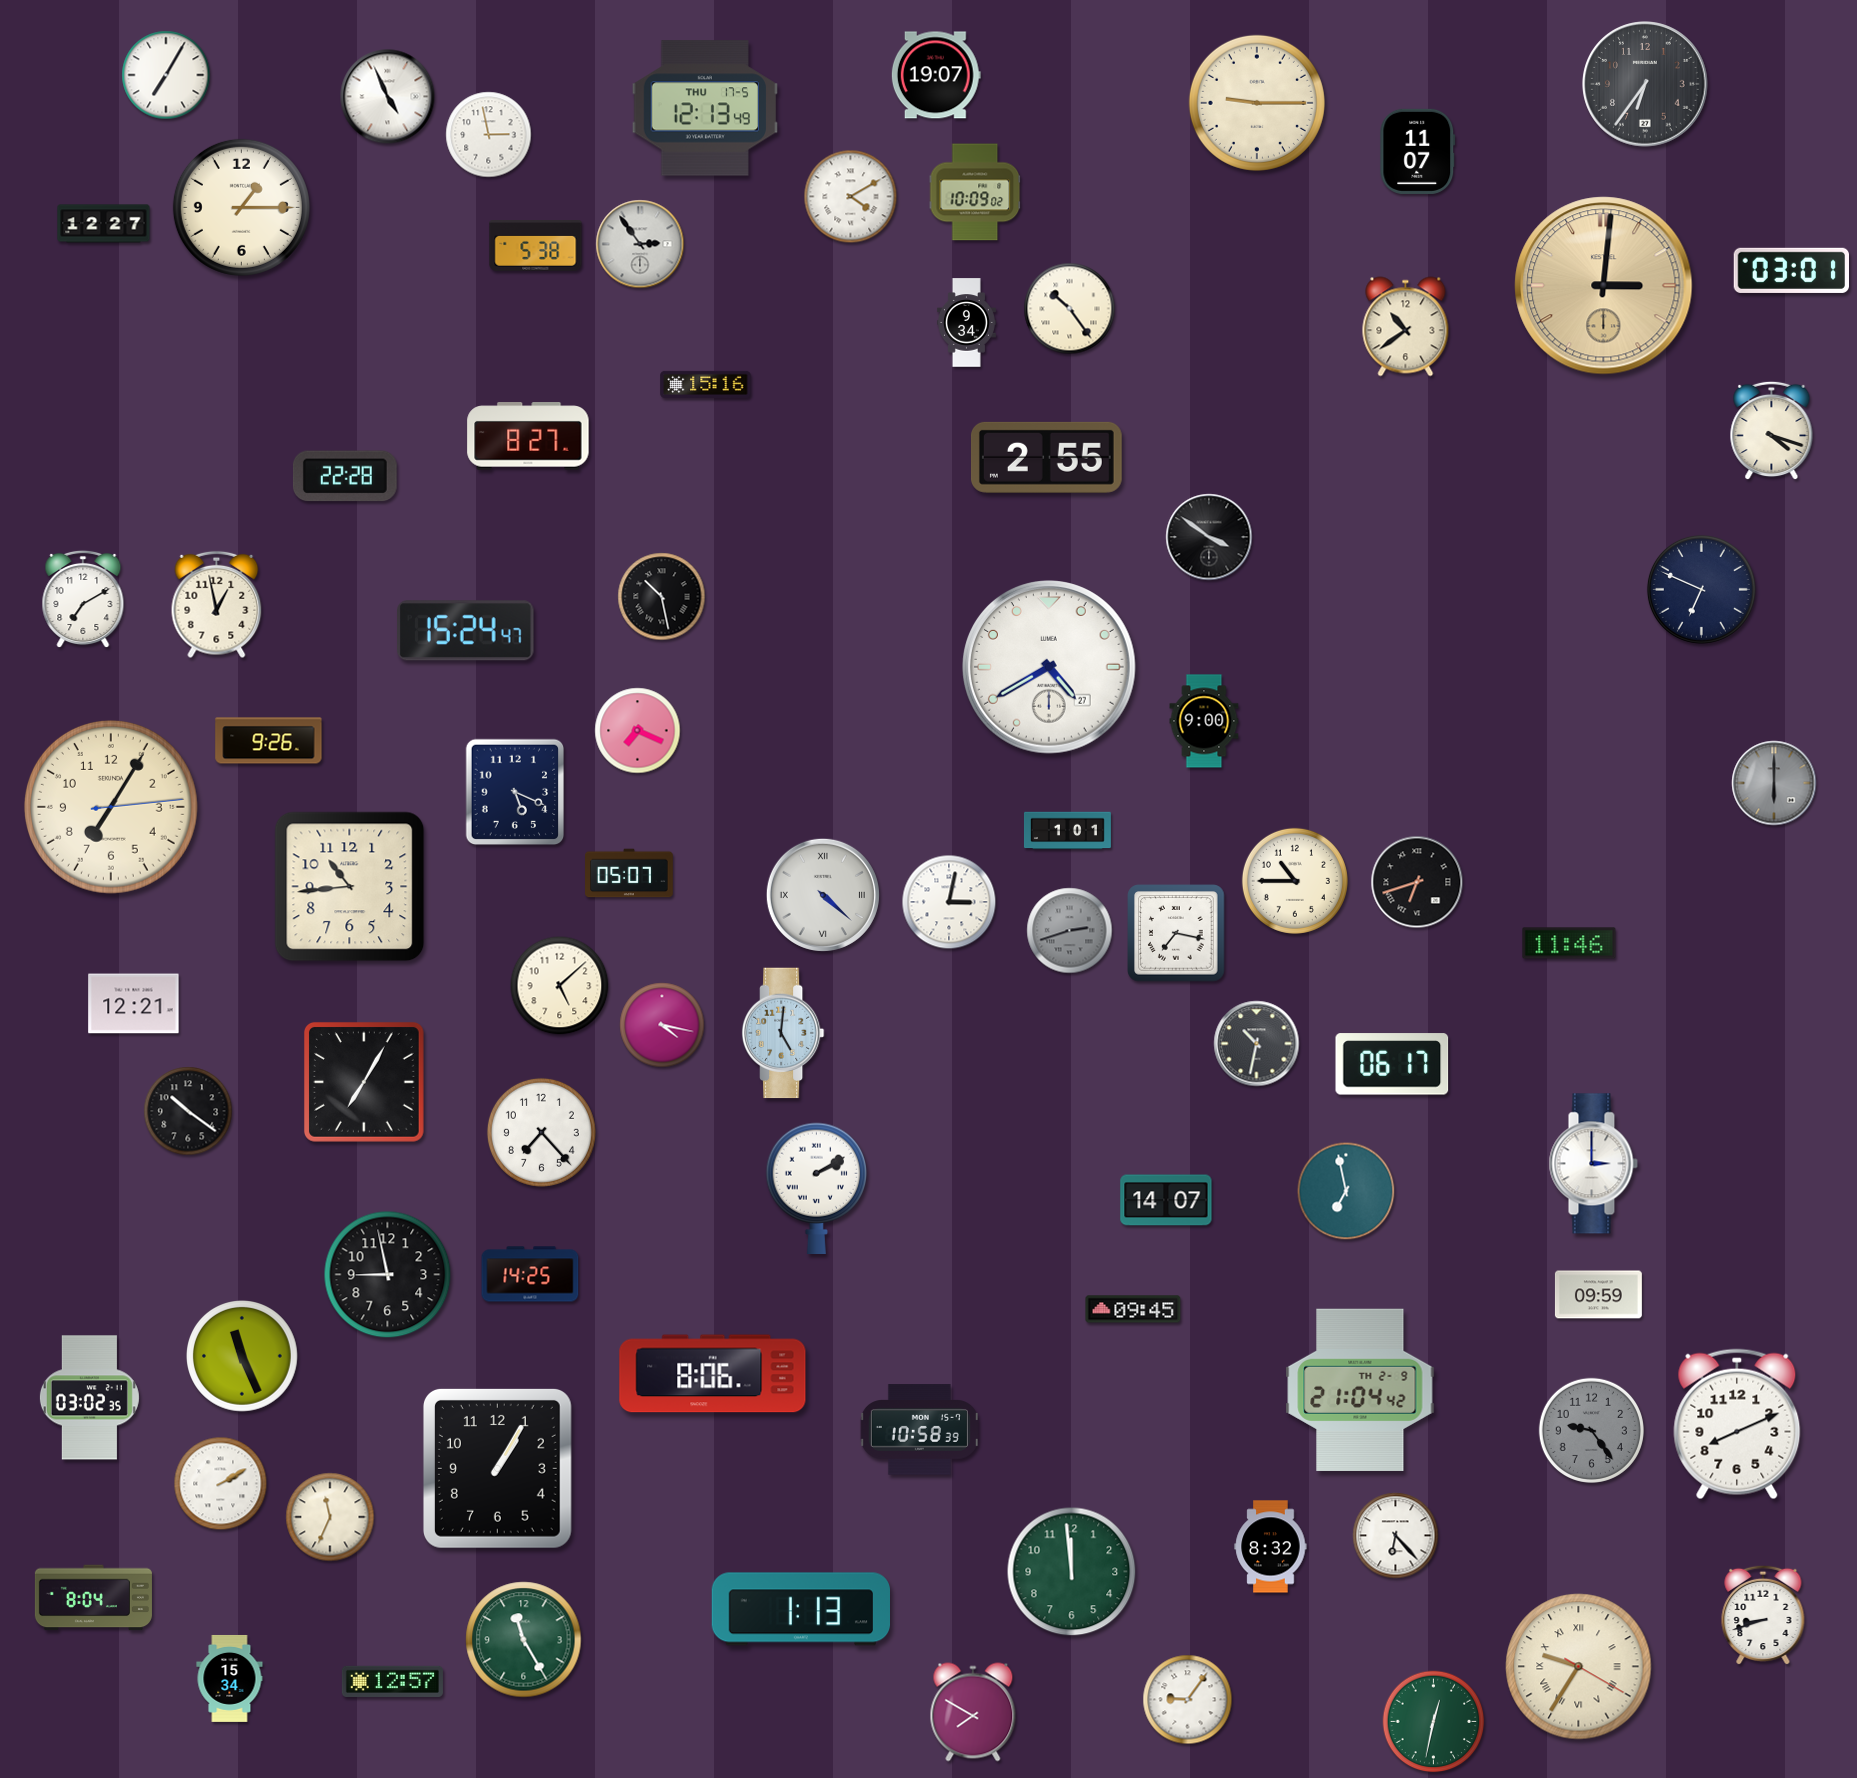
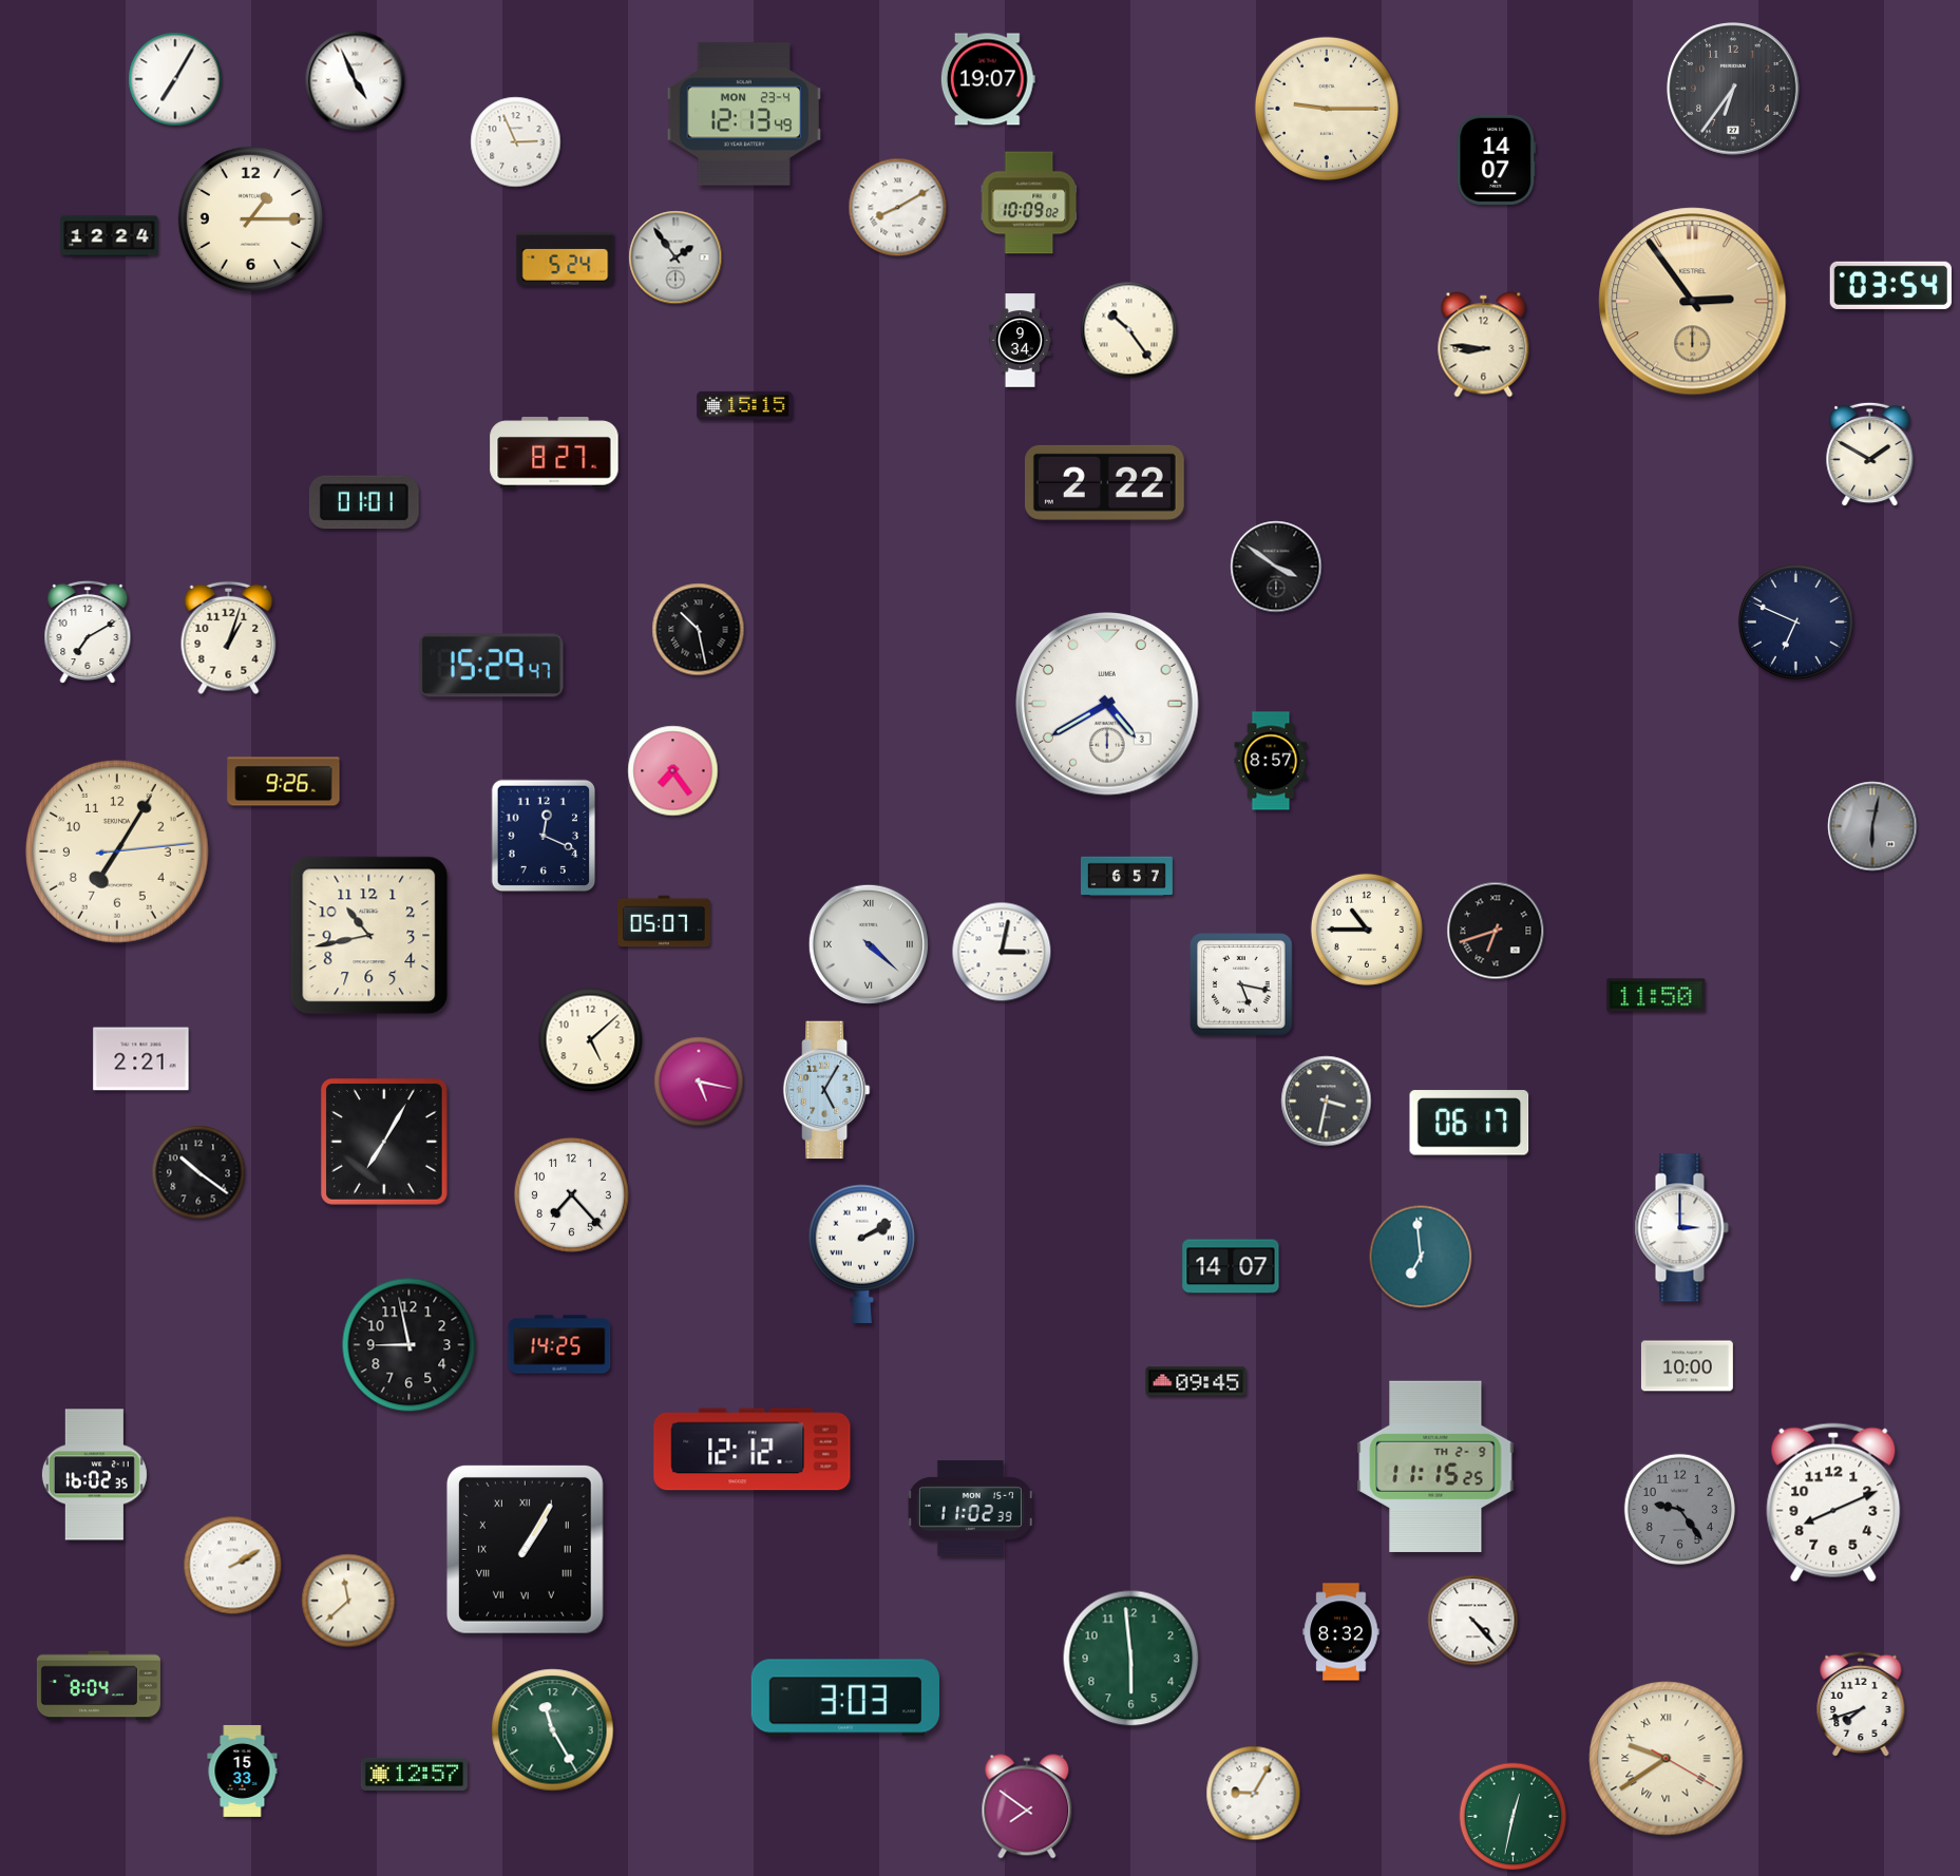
clock at (1645, 84) position: (1645, 84) -> (1733, 89)
clock at (388, 97) position: (388, 97) -> (356, 81)
clock at (704, 108) date: THU 17-5 -> MON 23-4
clock at (489, 135): 2:58 -> 2:56
clock at (1418, 151): 11:07 -> 14:07
clock at (851, 197): 4:10 -> 8:10
clock at (241, 207) position: (241, 207) -> (250, 218)
clock at (104, 224): 12:27 -> 12:24
clock at (640, 244): 2:54 -> 1:54
clock at (536, 246): 5:38 -> 5:24
clock at (1791, 270): 03:01 -> 03:54
clock at (1604, 286): 3:01 -> 2:54
clock at (1070, 309) position: (1070, 309) -> (1129, 330)
clock at (1406, 327): 10:39 -> 8:46
clock at (706, 384): 15:16 -> 15:15
clock at (1772, 431): 4:18 -> 1:50
clock at (528, 436) position: (528, 436) -> (554, 453)
clock at (1046, 457): 2:55 -> 2:22
clock at (345, 476): 22:28 -> 01:01
clock at (217, 605): 12:58 -> 1:03
clock at (466, 631): 15:24 -> 15:29
clock at (1050, 668) date: 27 -> 3
clock at (1204, 721): 9:00 -> 8:57
clock at (638, 731): 7:19 -> 7:24
clock at (1774, 783): 6:00 -> 6:02
clock at (515, 792): 5:19 -> 12:19
clock at (1067, 831): 1:01 -> 6:57
clock at (350, 887): 10:44 -> 10:43
clock at (1070, 931): 2:42 -> none
clock at (1176, 933): 7:17 -> 5:17
clock at (1569, 943): 11:46 -> 11:50
clock at (134, 1004): 12:21 -> 2:21
clock at (662, 1025): 4:17 -> 5:17
clock at (783, 1033): 5:01 -> 5:05
clock at (1257, 1044): 10:32 -> 3:32
clock at (1346, 1191): 6:58 -> 6:59
clock at (1598, 1295): 09:59 -> 10:00
clock at (243, 1357): 11:26 -> none
clock at (713, 1374): 8:06 -> 12:12
clock at (1360, 1389): 21:04 -> 11:15
clock at (89, 1398): 03:02 -> 16:02
clock at (919, 1430): 10:58 -> 11:02
clock at (497, 1468) numerals: Arabic -> Roman
clock at (330, 1517): 11:34 -> 11:38
clock at (1396, 1536): 6:23 -> 4:23
clock at (1072, 1572): 11:59 -> 5:59
clock at (800, 1609): 1:13 -> 3:03
clock at (1763, 1615): 8:42 -> 7:42
clock at (1579, 1667): 9:35 -> 9:39
clock at (230, 1678): 15:34 -> 15:33
clock at (1188, 1700): 9:06 -> 9:05
clock at (973, 1712): 7:50 -> 7:51
